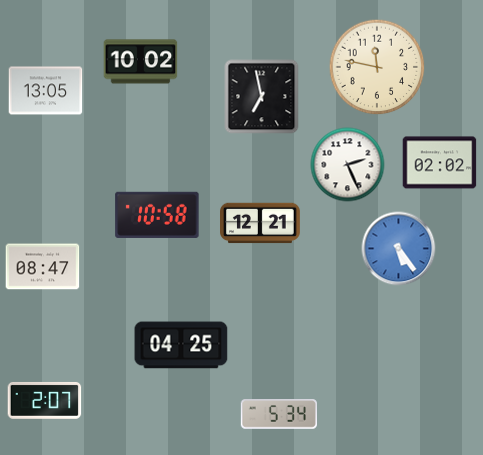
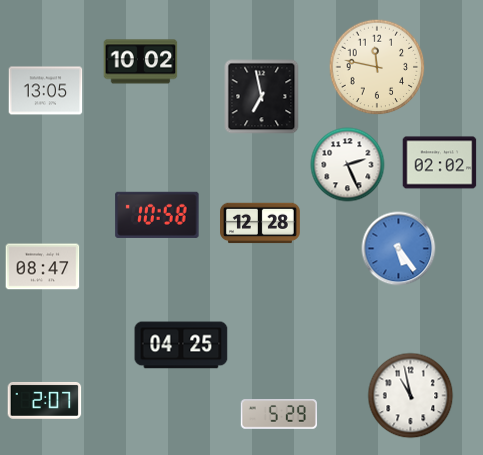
clock at (261, 223): 12:21 -> 12:28
clock at (411, 396): none -> 10:58
clock at (279, 414): 5:34 -> 5:29
